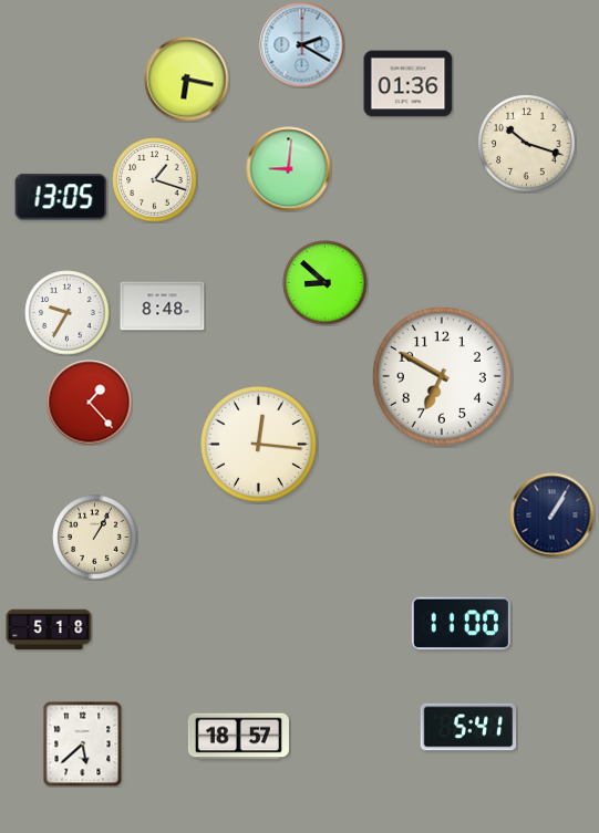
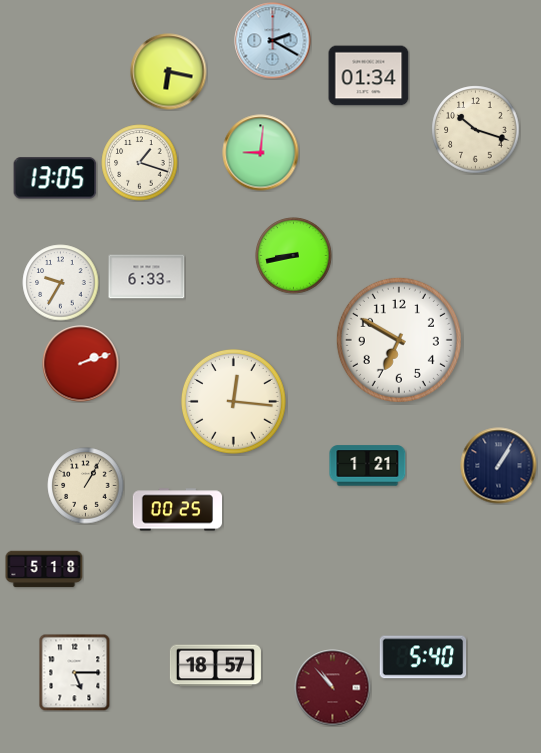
clock at (409, 84): 01:36 -> 01:34
clock at (326, 283): 8:52 -> 8:43
clock at (163, 306): 8:48 -> 6:33
clock at (90, 403): 1:23 -> 2:12
clock at (368, 466): none -> 1:21
clock at (177, 510): none -> 00:25
clock at (461, 624): 11:00 -> none
clock at (468, 727): 5:41 -> 5:40
clock at (83, 743): 5:38 -> 5:15
clock at (333, 688): none -> 10:53
